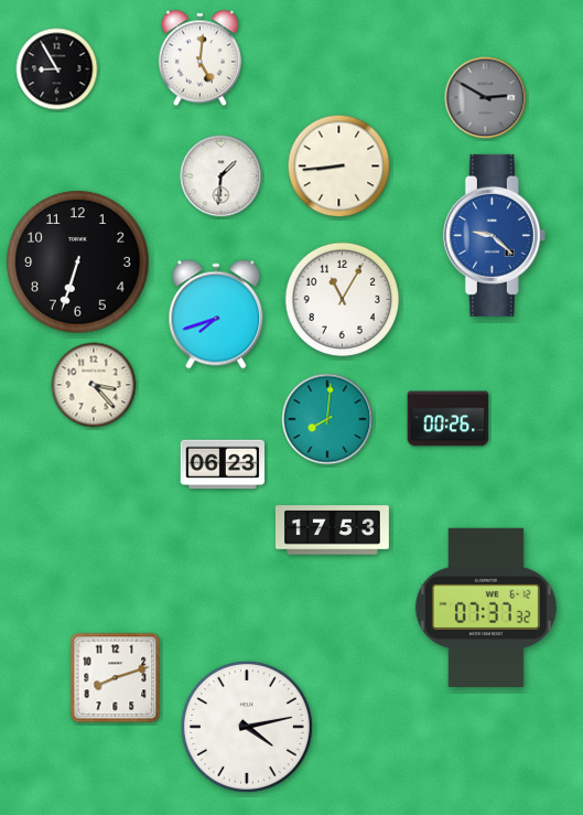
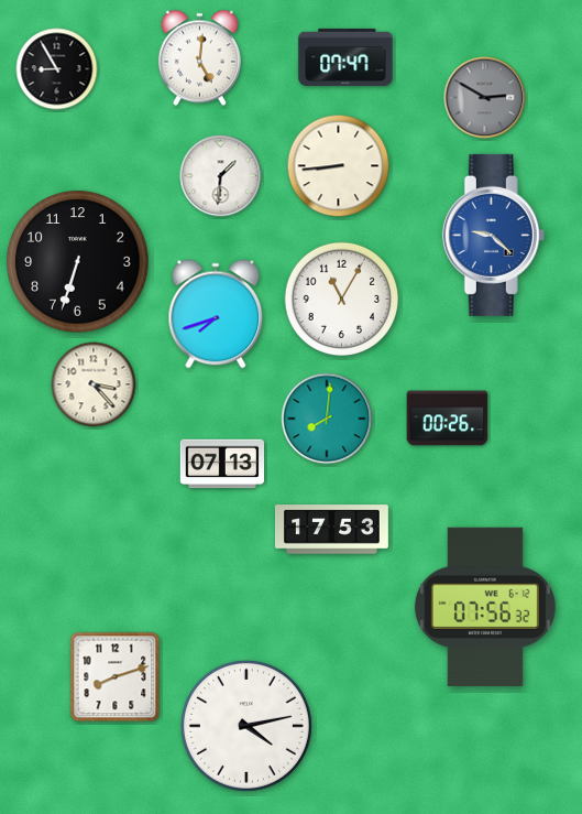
clock at (345, 57): none -> 07:47
clock at (223, 464): 06:23 -> 07:13
clock at (486, 608): 07:37 -> 07:56
